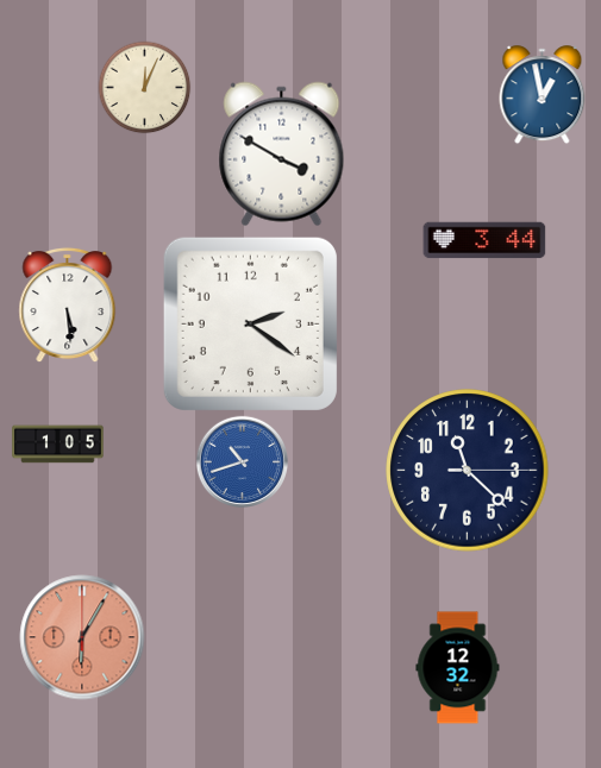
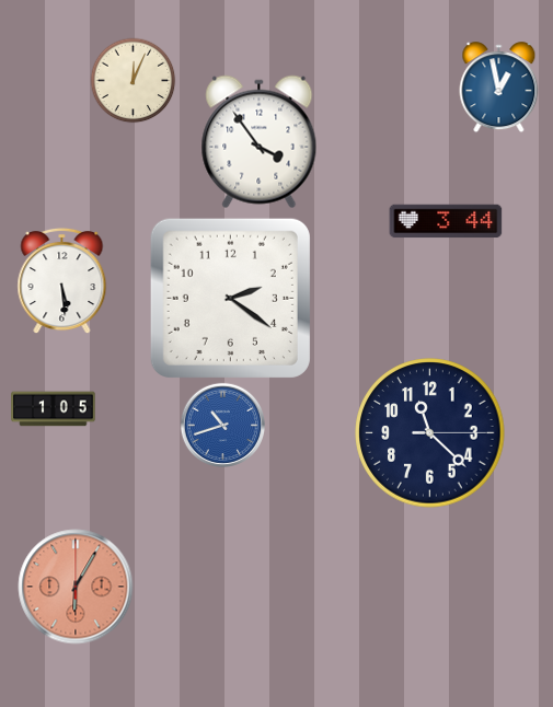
clock at (282, 155): 3:50 -> 3:54
clock at (458, 668): 12:32 -> none
